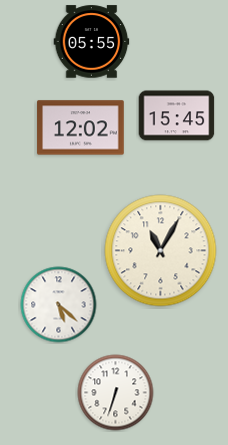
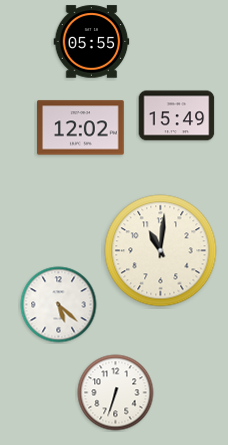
clock at (177, 116): 15:45 -> 15:49
clock at (161, 251): 11:05 -> 11:01
